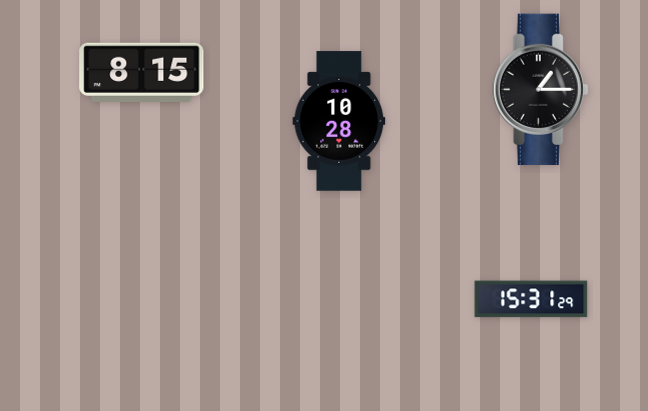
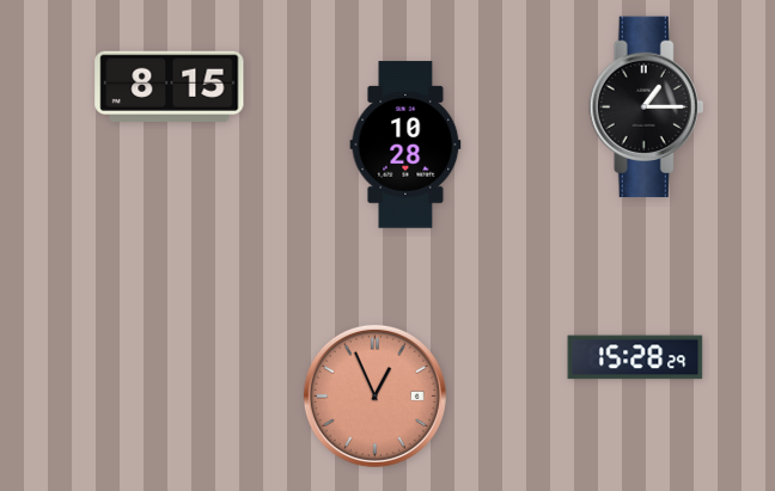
clock at (531, 299): 15:31 -> 15:28
clock at (374, 395): none -> 12:56
